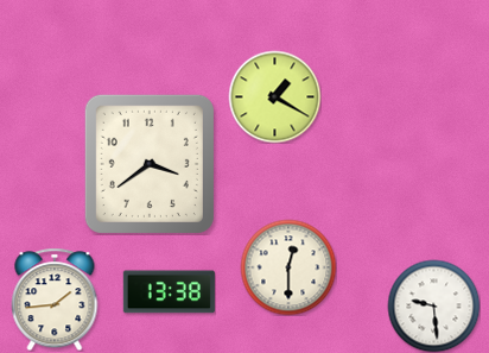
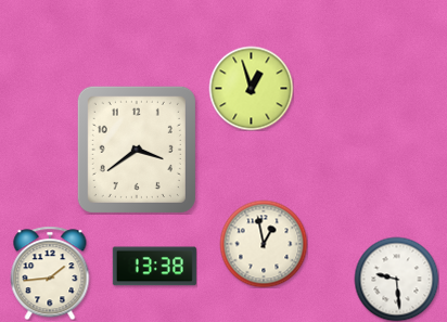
clock at (274, 96): 1:20 -> 12:57
clock at (288, 267): 12:30 -> 12:58
